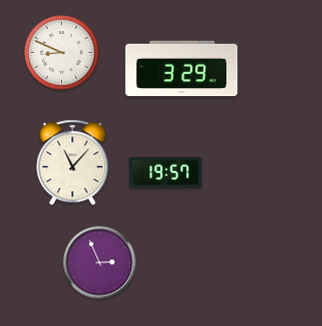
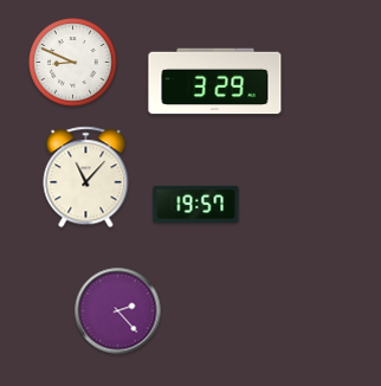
clock at (73, 163) position: (73, 163) -> (86, 178)
clock at (100, 263): 2:56 -> 2:23
